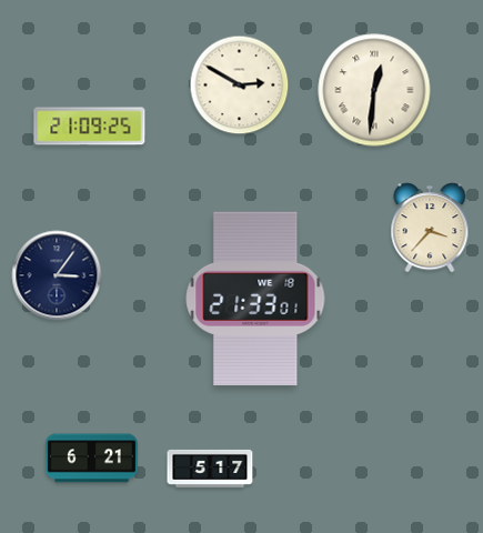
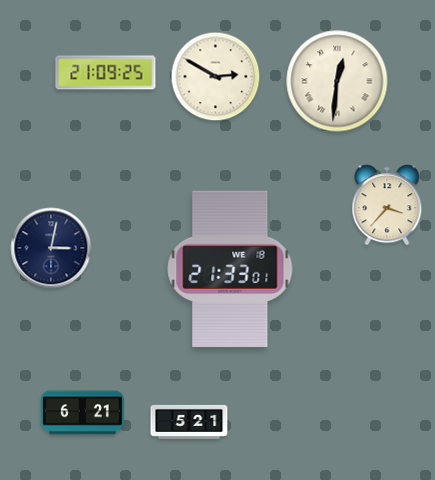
clock at (90, 127) position: (90, 127) -> (106, 73)
clock at (57, 275): 3:06 -> 3:02
clock at (210, 469): 5:17 -> 5:21
